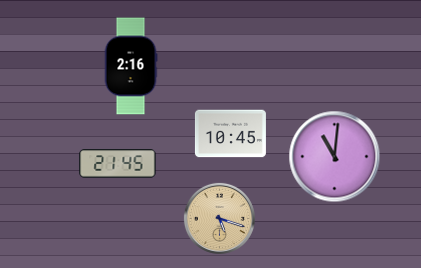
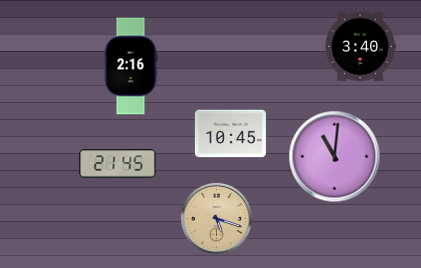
clock at (360, 47): none -> 3:40
clock at (219, 218) position: (219, 218) -> (216, 218)
